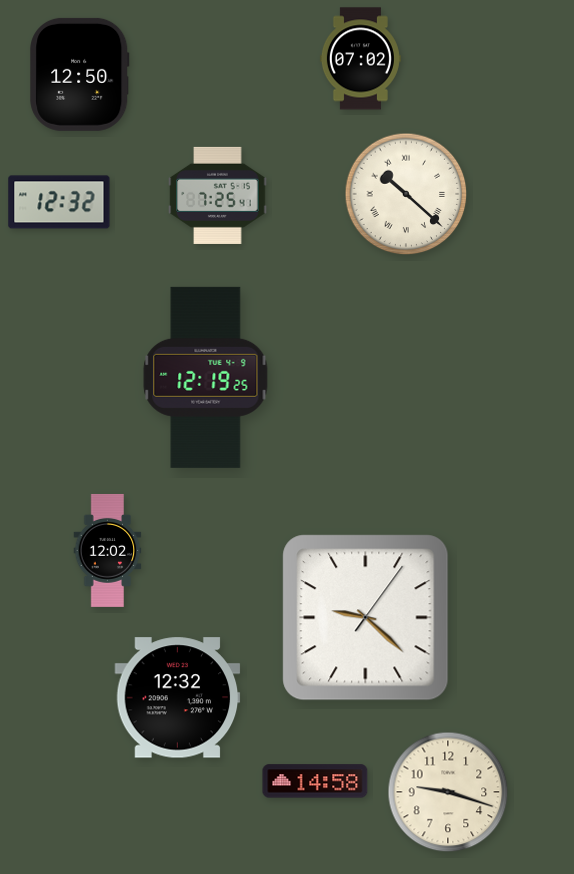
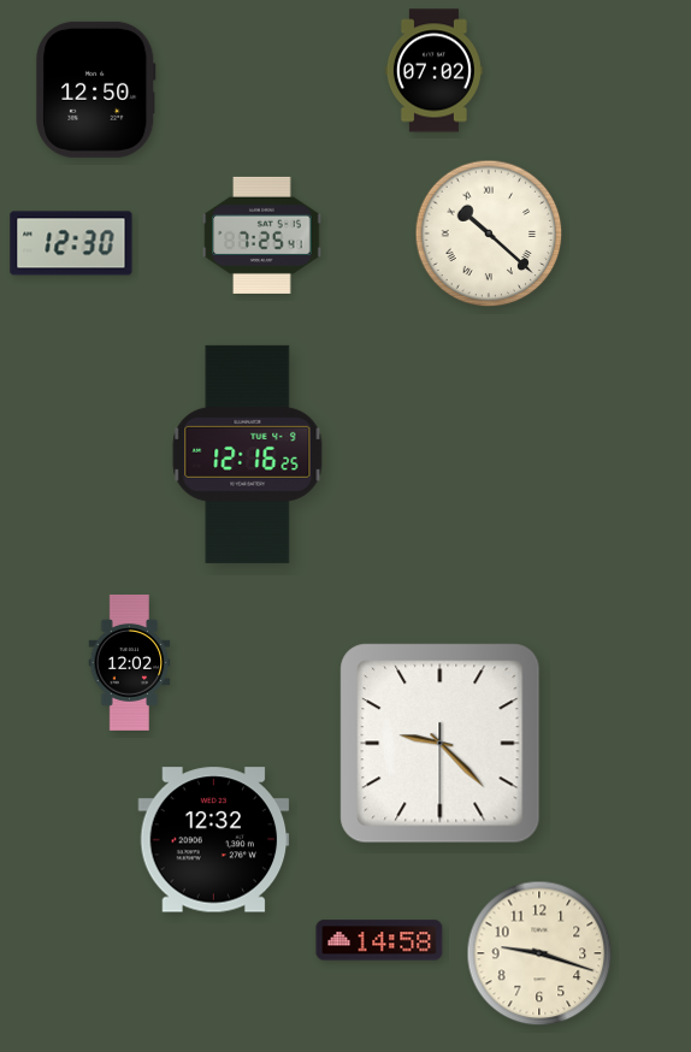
clock at (59, 202): 12:32 -> 12:30
clock at (206, 377): 12:19 -> 12:16
clock at (366, 618): 9:22:06 -> 9:22:30
